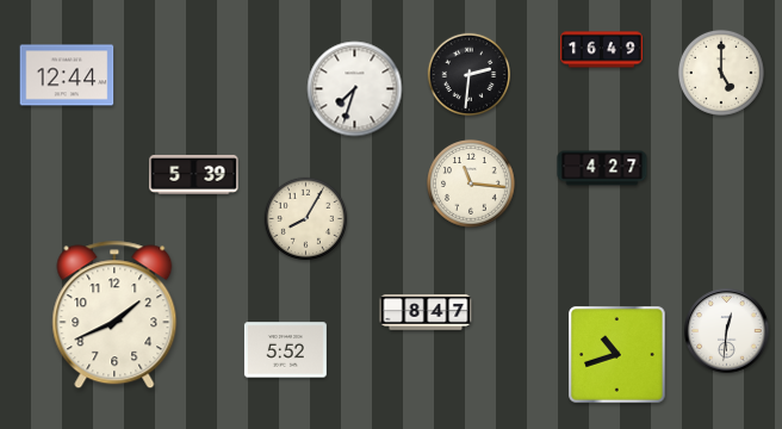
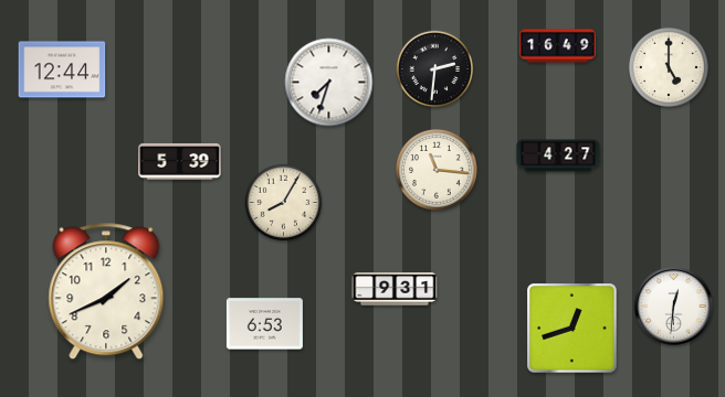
clock at (426, 312): 8:47 -> 9:31
clock at (285, 350): 5:52 -> 6:53
clock at (617, 355): 10:42 -> 12:42
